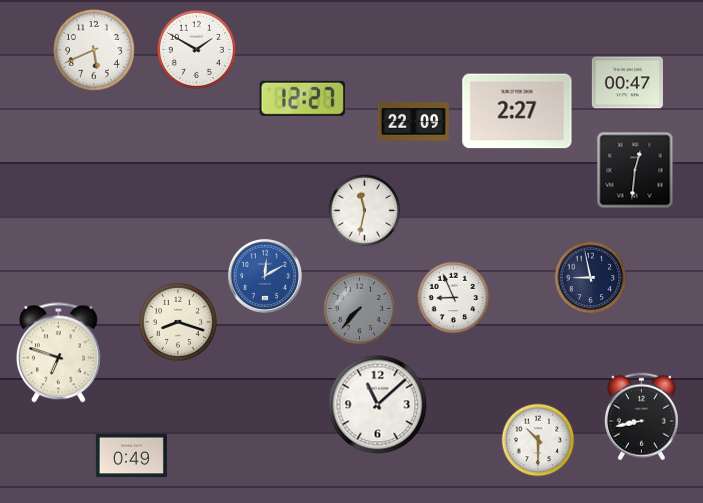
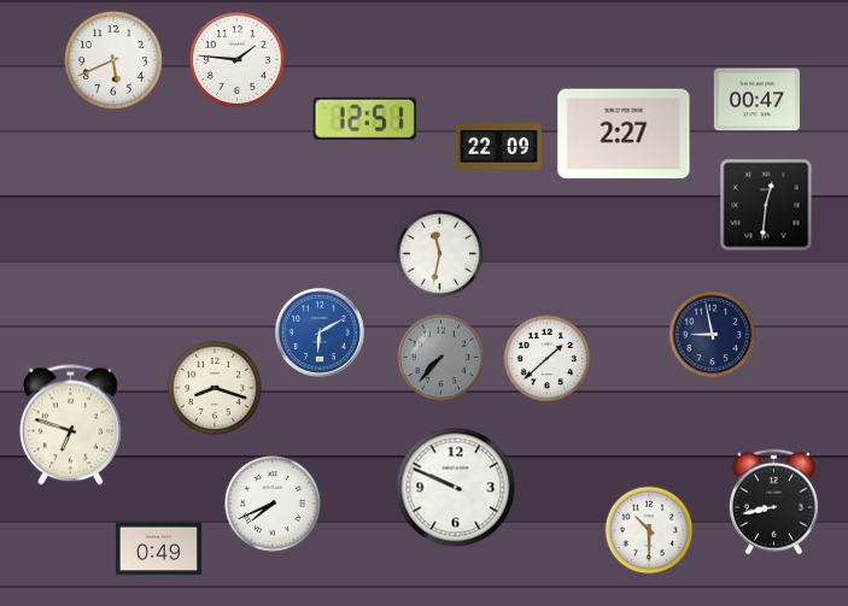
clock at (196, 49): 1:50 -> 1:46
clock at (302, 98): 12:27 -> 12:51
clock at (265, 276): 12:10 -> 6:10
clock at (454, 298): 8:56 -> 1:38
clock at (360, 309) position: (360, 309) -> (441, 358)
clock at (378, 405): 11:08 -> 9:49
clock at (273, 504): none -> 7:41
